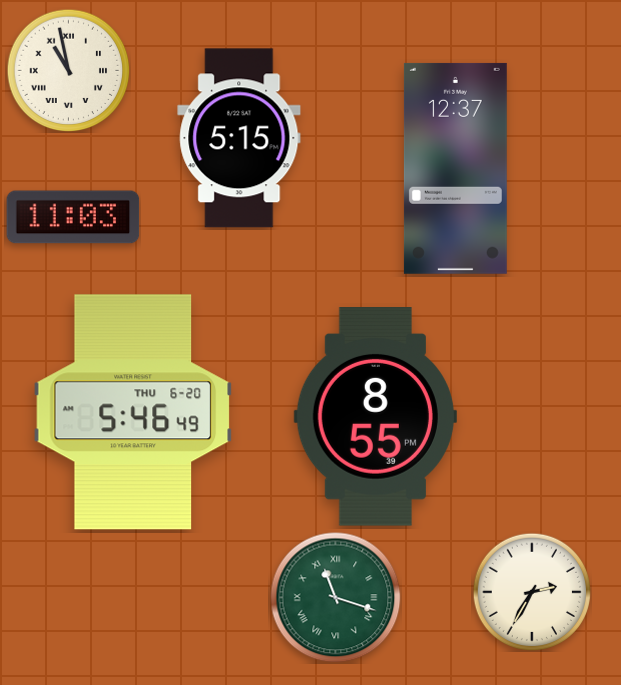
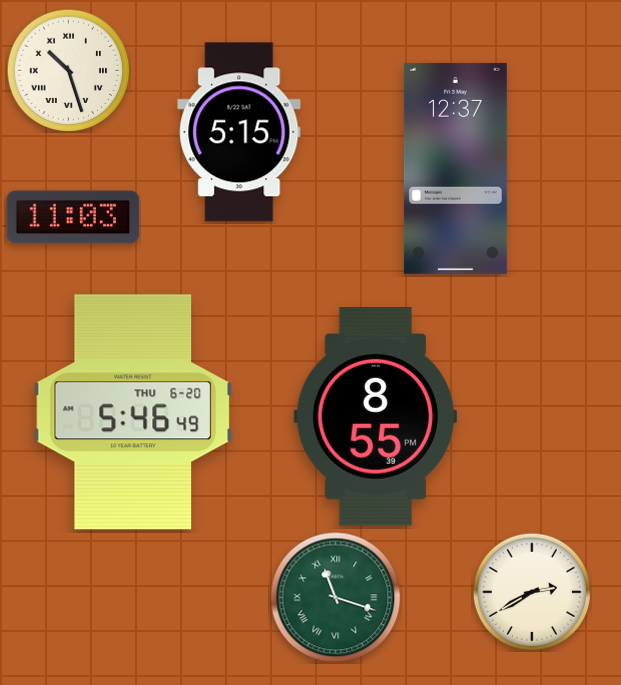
clock at (68, 70): 10:58 -> 10:27
clock at (239, 138) position: (239, 138) -> (239, 132)
clock at (532, 592): 2:35 -> 2:40
